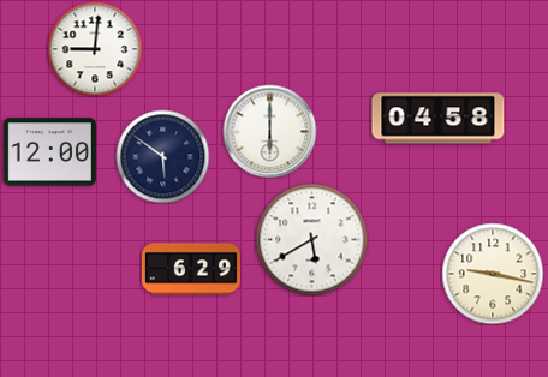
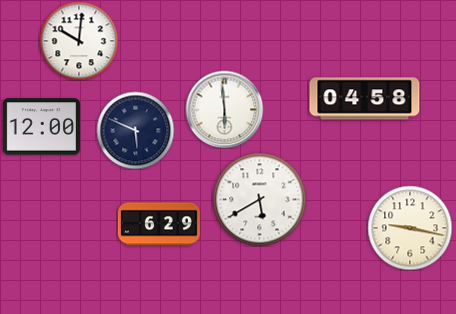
clock at (95, 49): 9:01 -> 10:01
clock at (269, 131): 6:00 -> 5:59
clock at (162, 156): 5:51 -> 5:49
